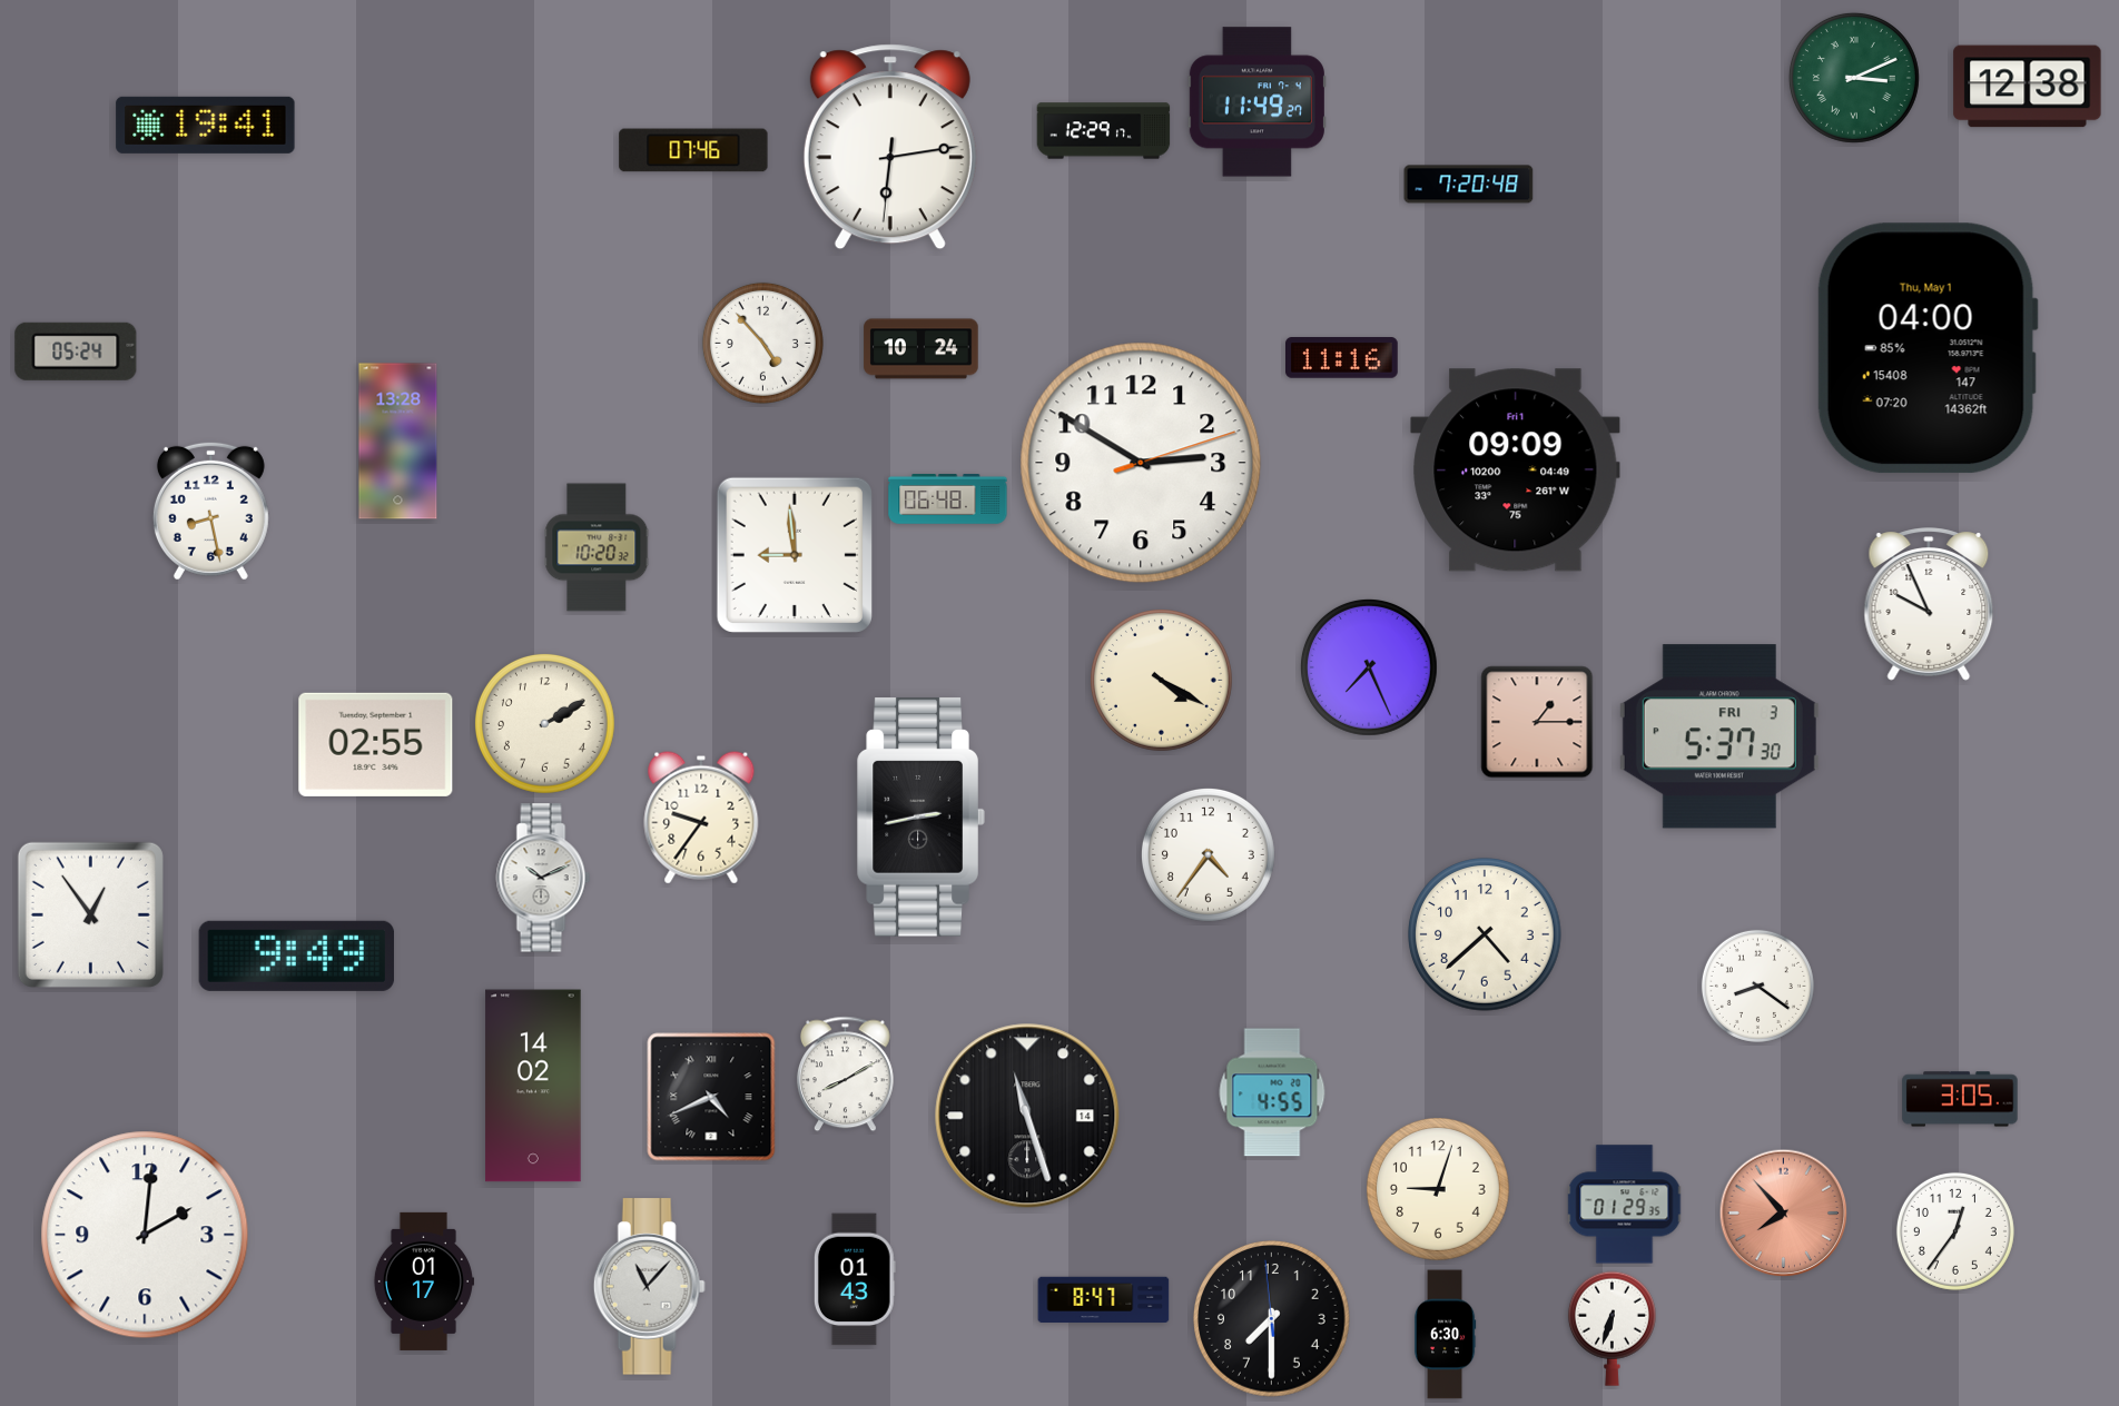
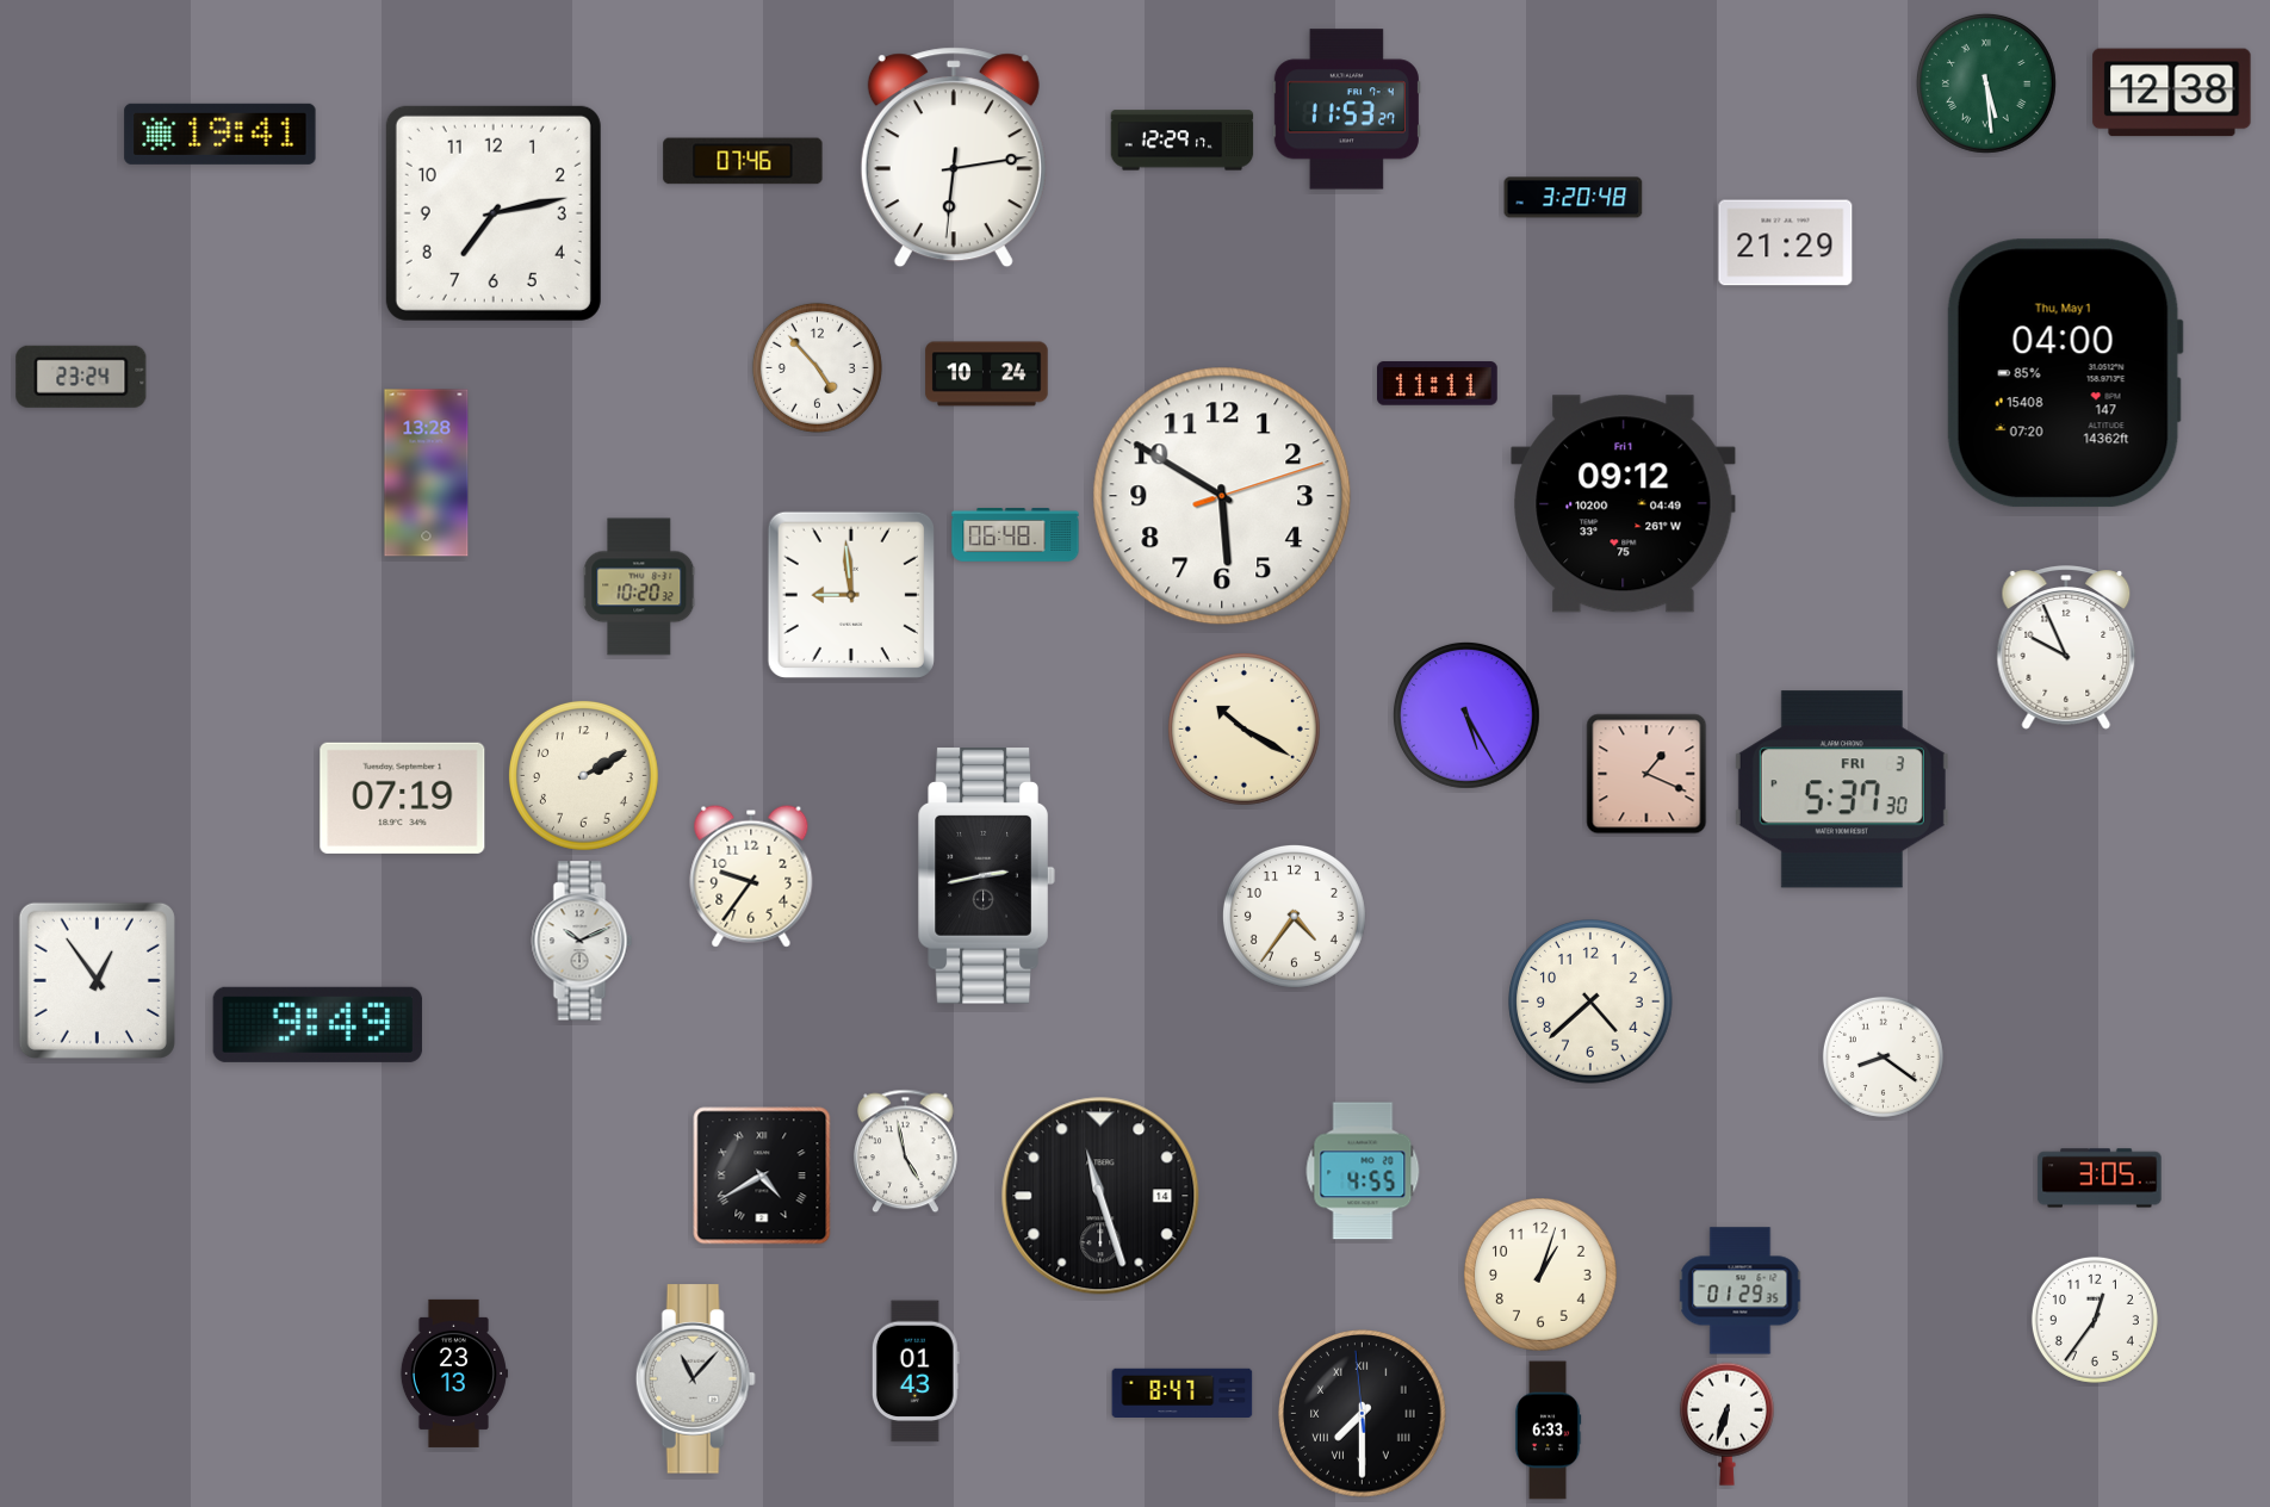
clock at (1854, 78): 3:11 -> 5:29
clock at (1256, 102): 11:49 -> 11:53
clock at (1469, 185): 7:20 -> 3:20
clock at (494, 213): none -> 7:13
clock at (1786, 243): none -> 21:29
clock at (76, 351): 05:24 -> 23:24
clock at (1342, 358): 11:16 -> 11:11
clock at (1141, 463): 2:50 -> 5:50
clock at (1516, 471): 09:09 -> 09:12
clock at (210, 511): 8:28 -> none
clock at (1369, 667): 7:26 -> 5:25
clock at (1162, 681): 4:20 -> 10:20
clock at (1537, 722): 1:15 -> 1:19
clock at (376, 744): 02:55 -> 07:19
clock at (845, 1075): 8:10 -> 4:58
clock at (533, 1086): 14:02 -> none
clock at (711, 1097): 4:41 -> 4:40
clock at (1439, 1190): 9:03 -> 1:03
clock at (1784, 1214): 7:53 -> none
clock at (145, 1235): 2:01 -> none
clock at (423, 1281): 01:17 -> 23:13
clock at (1272, 1319) numerals: Arabic -> Roman
clock at (1445, 1335): 6:30 -> 6:33
